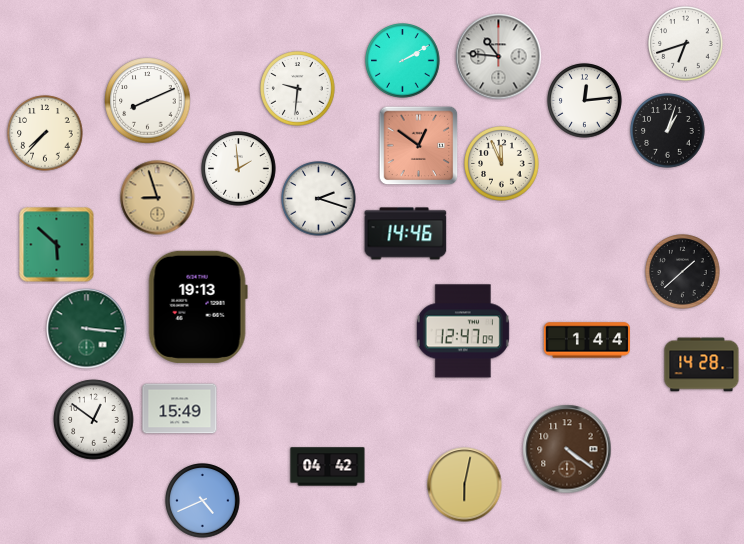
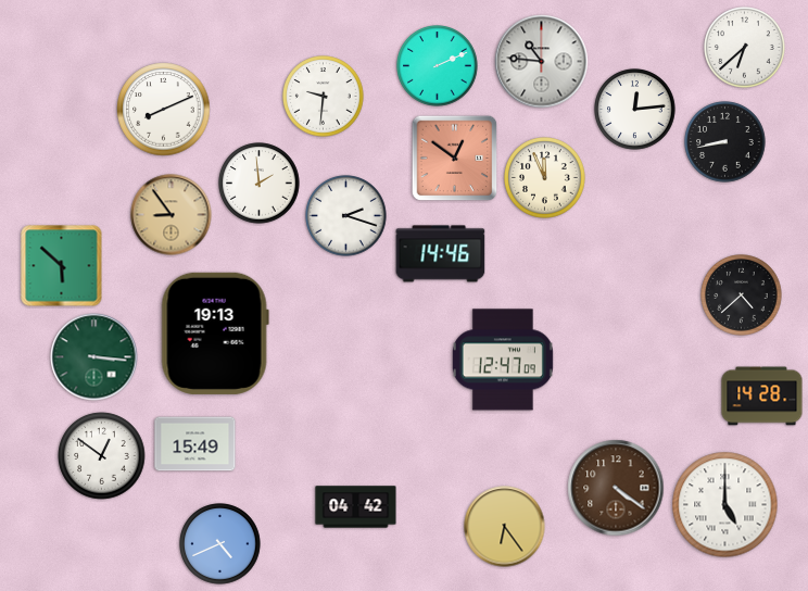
clock at (686, 44): 6:42 -> 6:38
clock at (403, 61): 2:10 -> 2:11
clock at (148, 101) position: (148, 101) -> (164, 110)
clock at (668, 131): 1:03 -> 8:43
clock at (45, 133): 7:37 -> none
clock at (158, 198): 8:57 -> 8:54
clock at (683, 272): 1:38 -> 4:38
clock at (587, 340): 1:44 -> none
clock at (725, 505): none -> 5:00
clock at (465, 485): 6:02 -> 6:24
